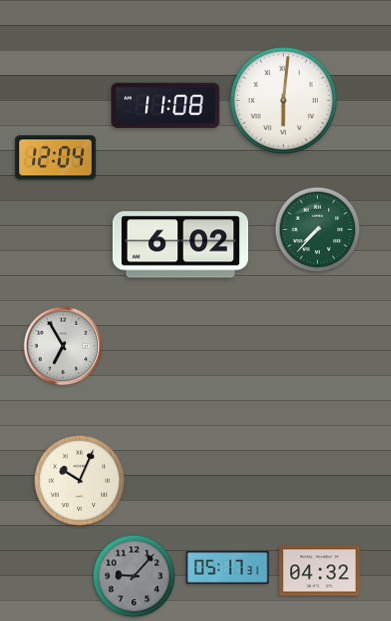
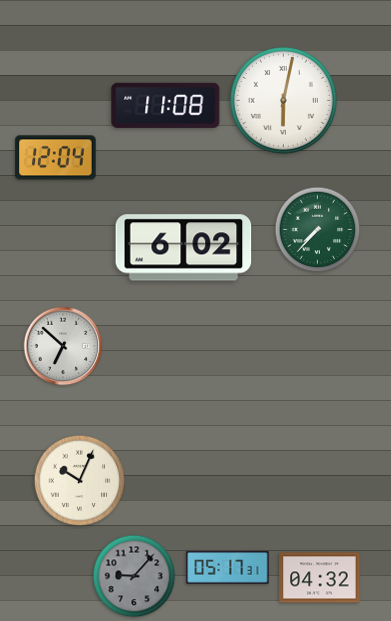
clock at (283, 100): 6:01 -> 6:02
clock at (181, 245) position: (181, 245) -> (184, 248)
clock at (63, 346): 6:55 -> 6:52
clock at (320, 571) position: (320, 571) -> (320, 578)
